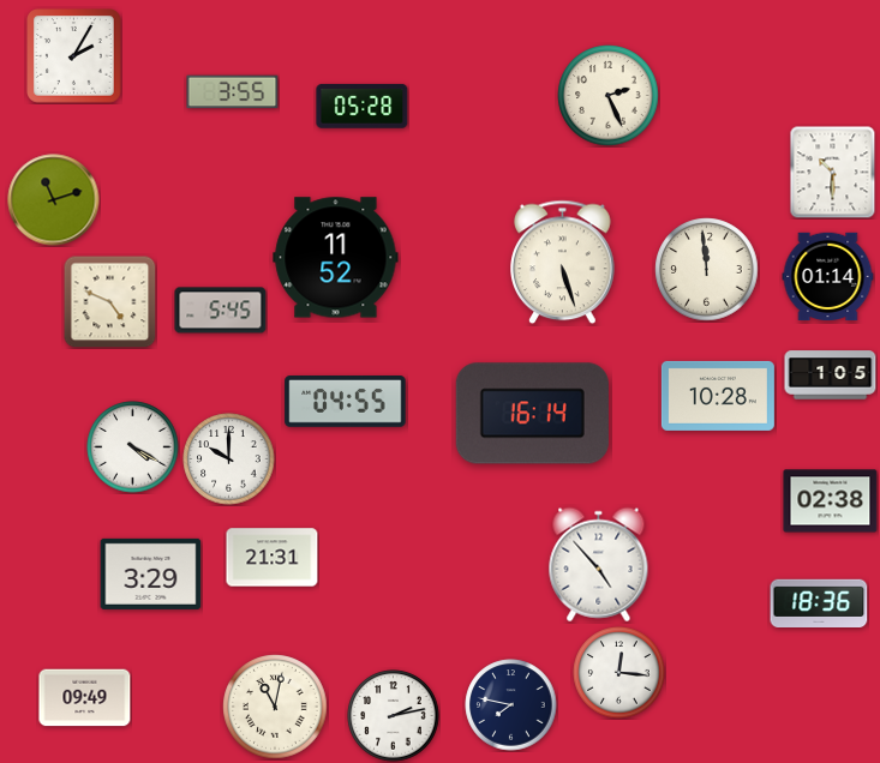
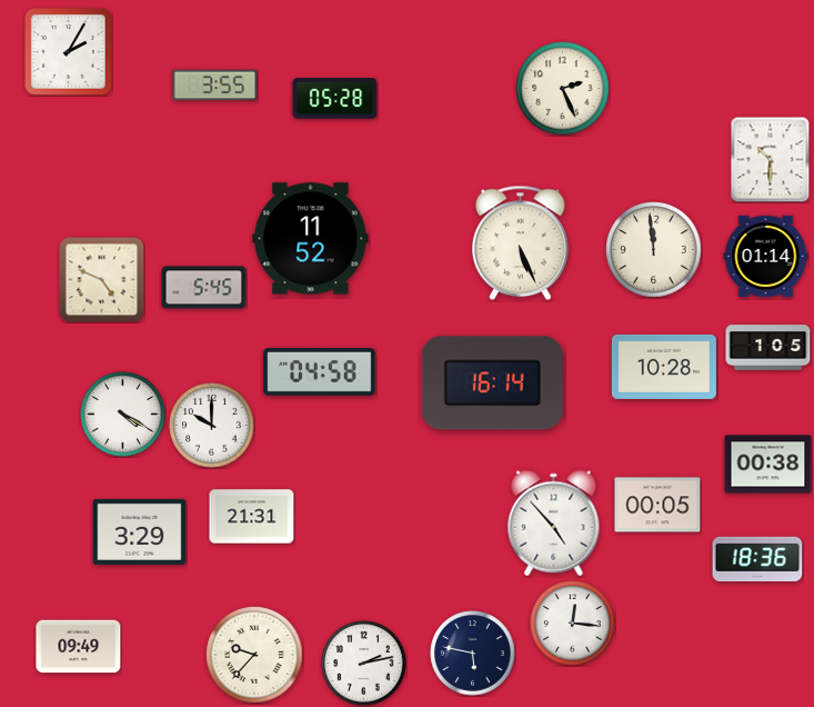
clock at (54, 200): 11:12 -> none
clock at (563, 263): 5:27 -> 5:26
clock at (346, 402): 04:55 -> 04:58
clock at (831, 501): 02:38 -> 00:38
clock at (657, 505): none -> 00:05
clock at (511, 705): 7:47 -> 5:47
clock at (275, 707): 11:02 -> 9:37
